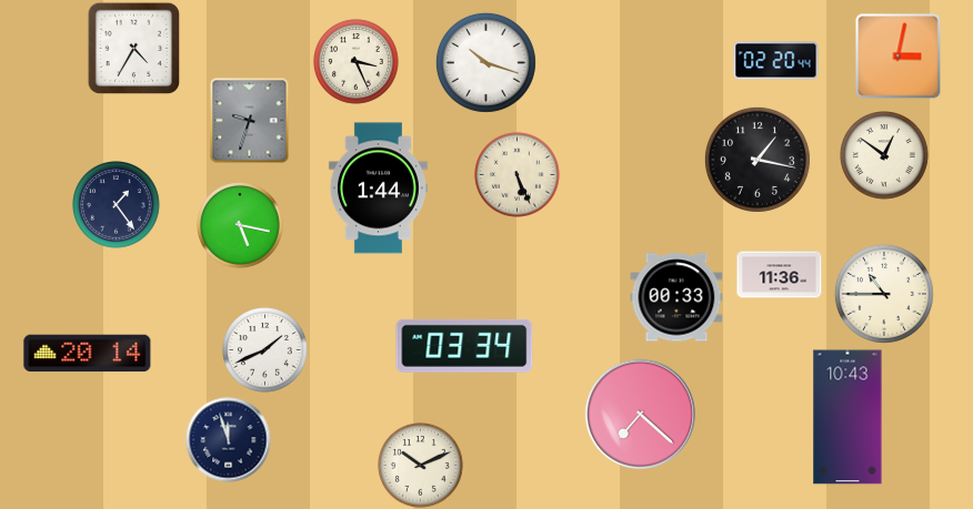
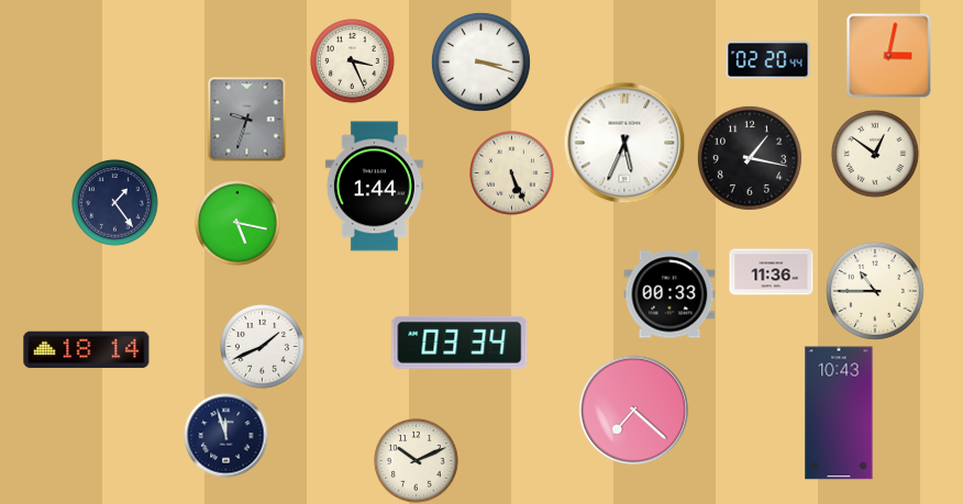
clock at (133, 48): 4:35 -> none
clock at (485, 62): 10:18 -> 3:18
clock at (624, 143): none -> 5:34
clock at (88, 354): 20:14 -> 18:14
